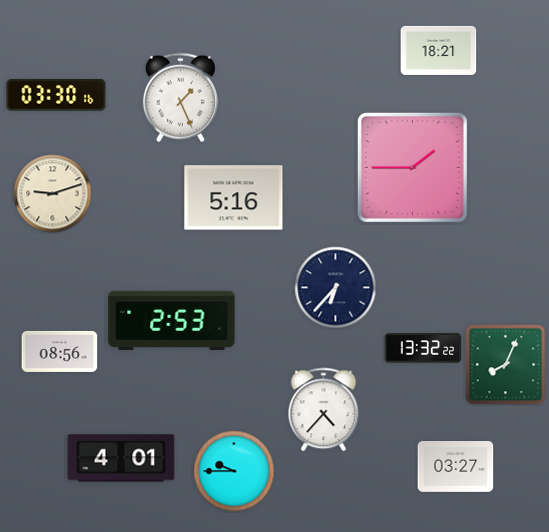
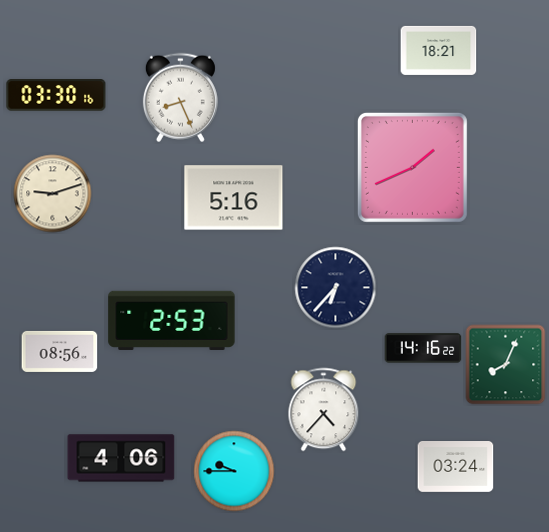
clock at (180, 98): 1:26 -> 8:26
clock at (412, 167): 1:45 -> 1:41
clock at (423, 348): 13:32 -> 14:16
clock at (121, 458): 4:01 -> 4:06
clock at (456, 467): 03:27 -> 03:24
